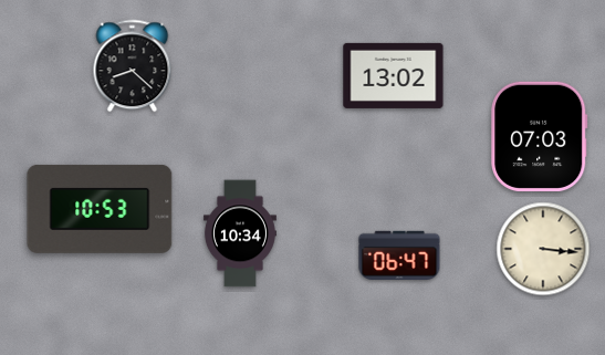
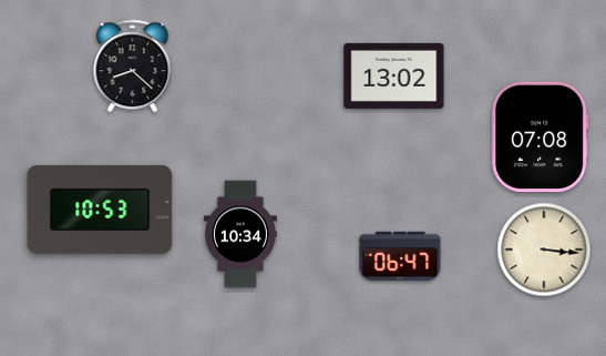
clock at (540, 136): 07:03 -> 07:08
